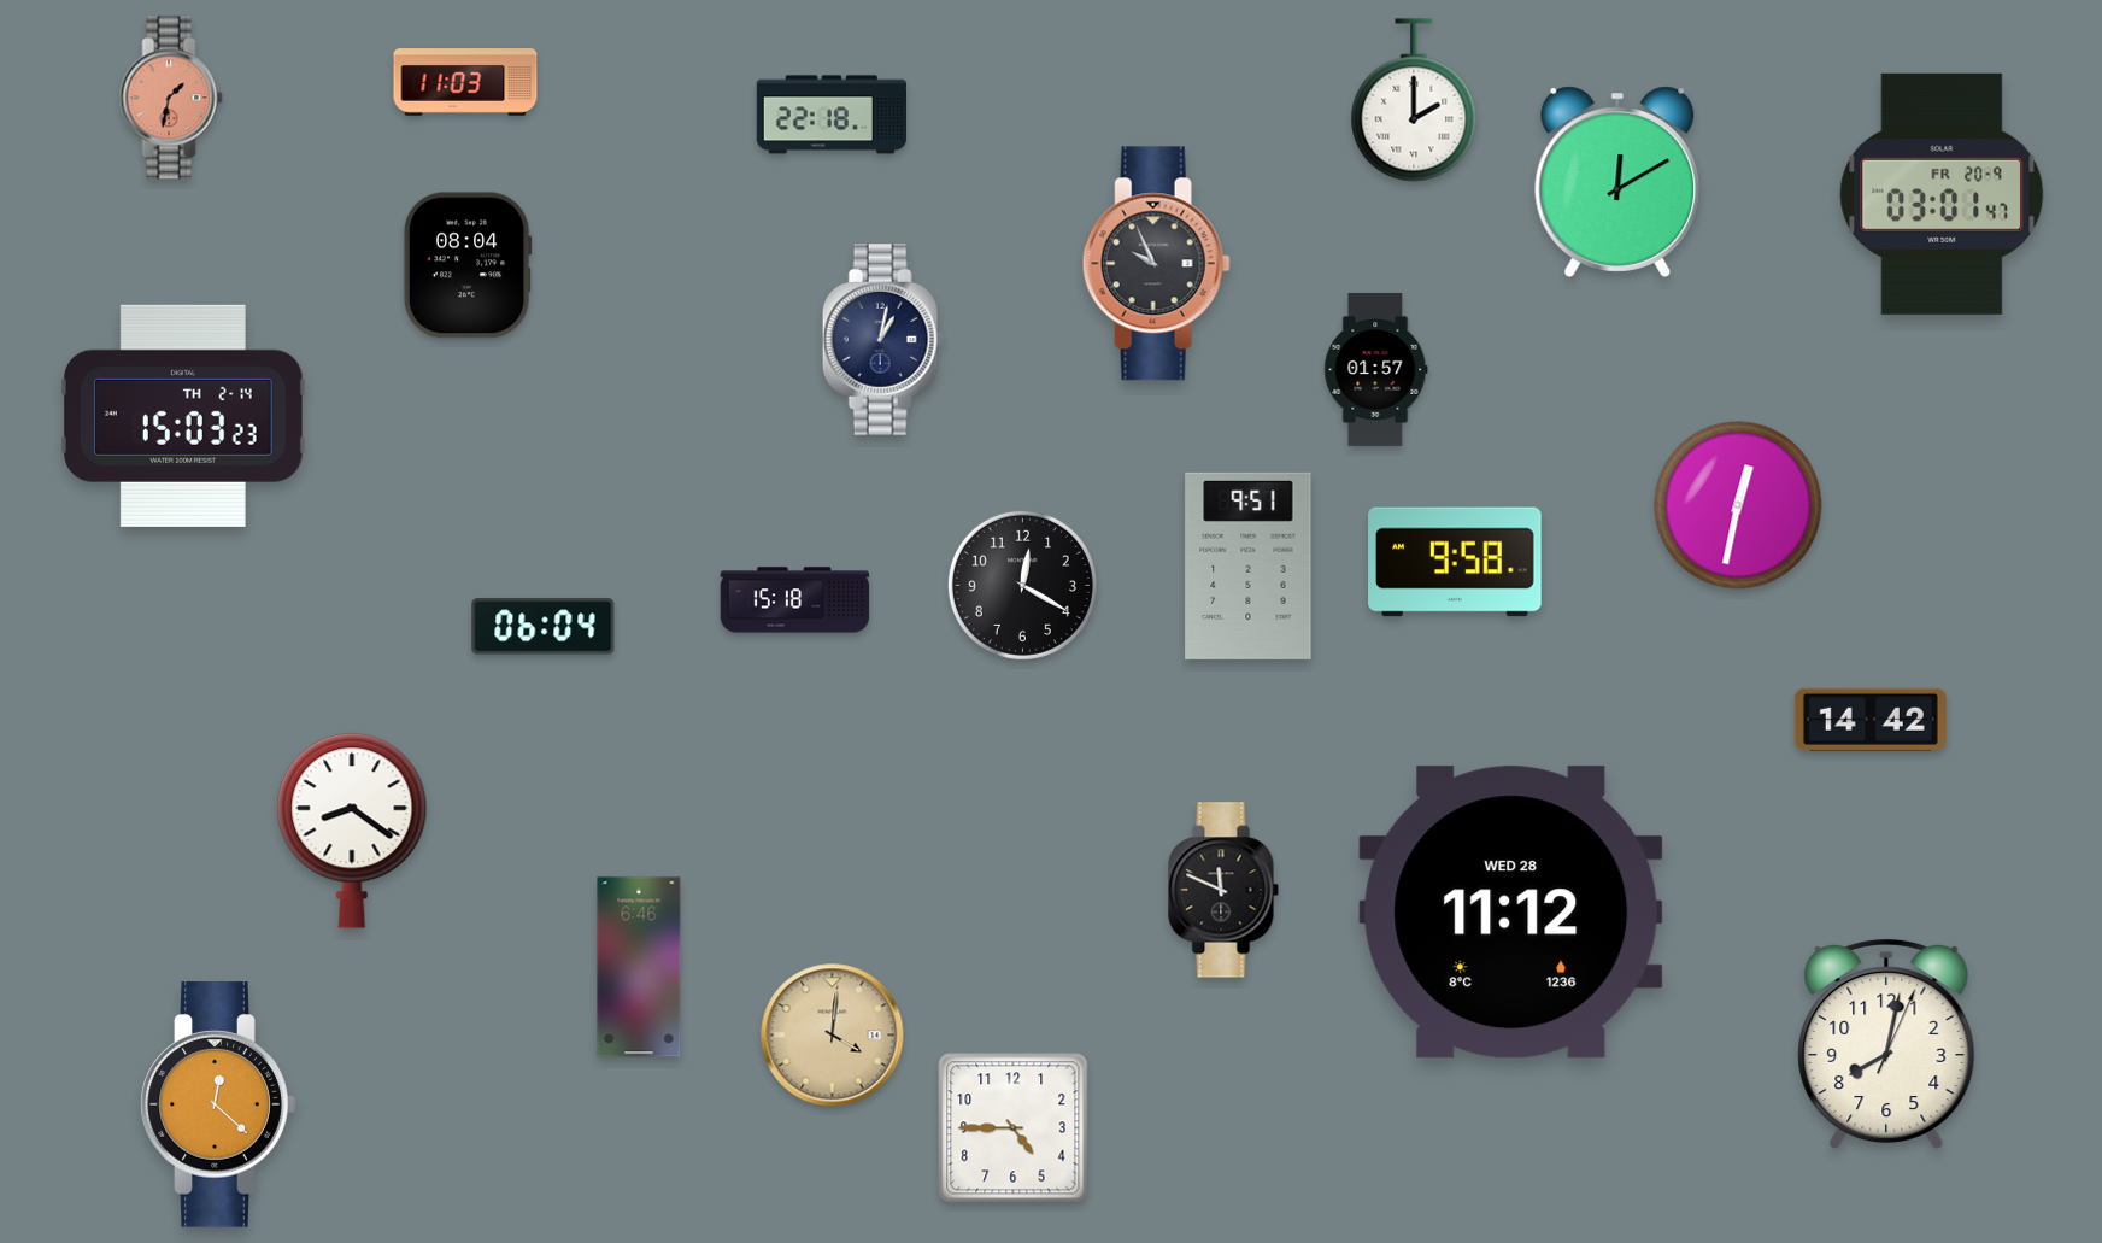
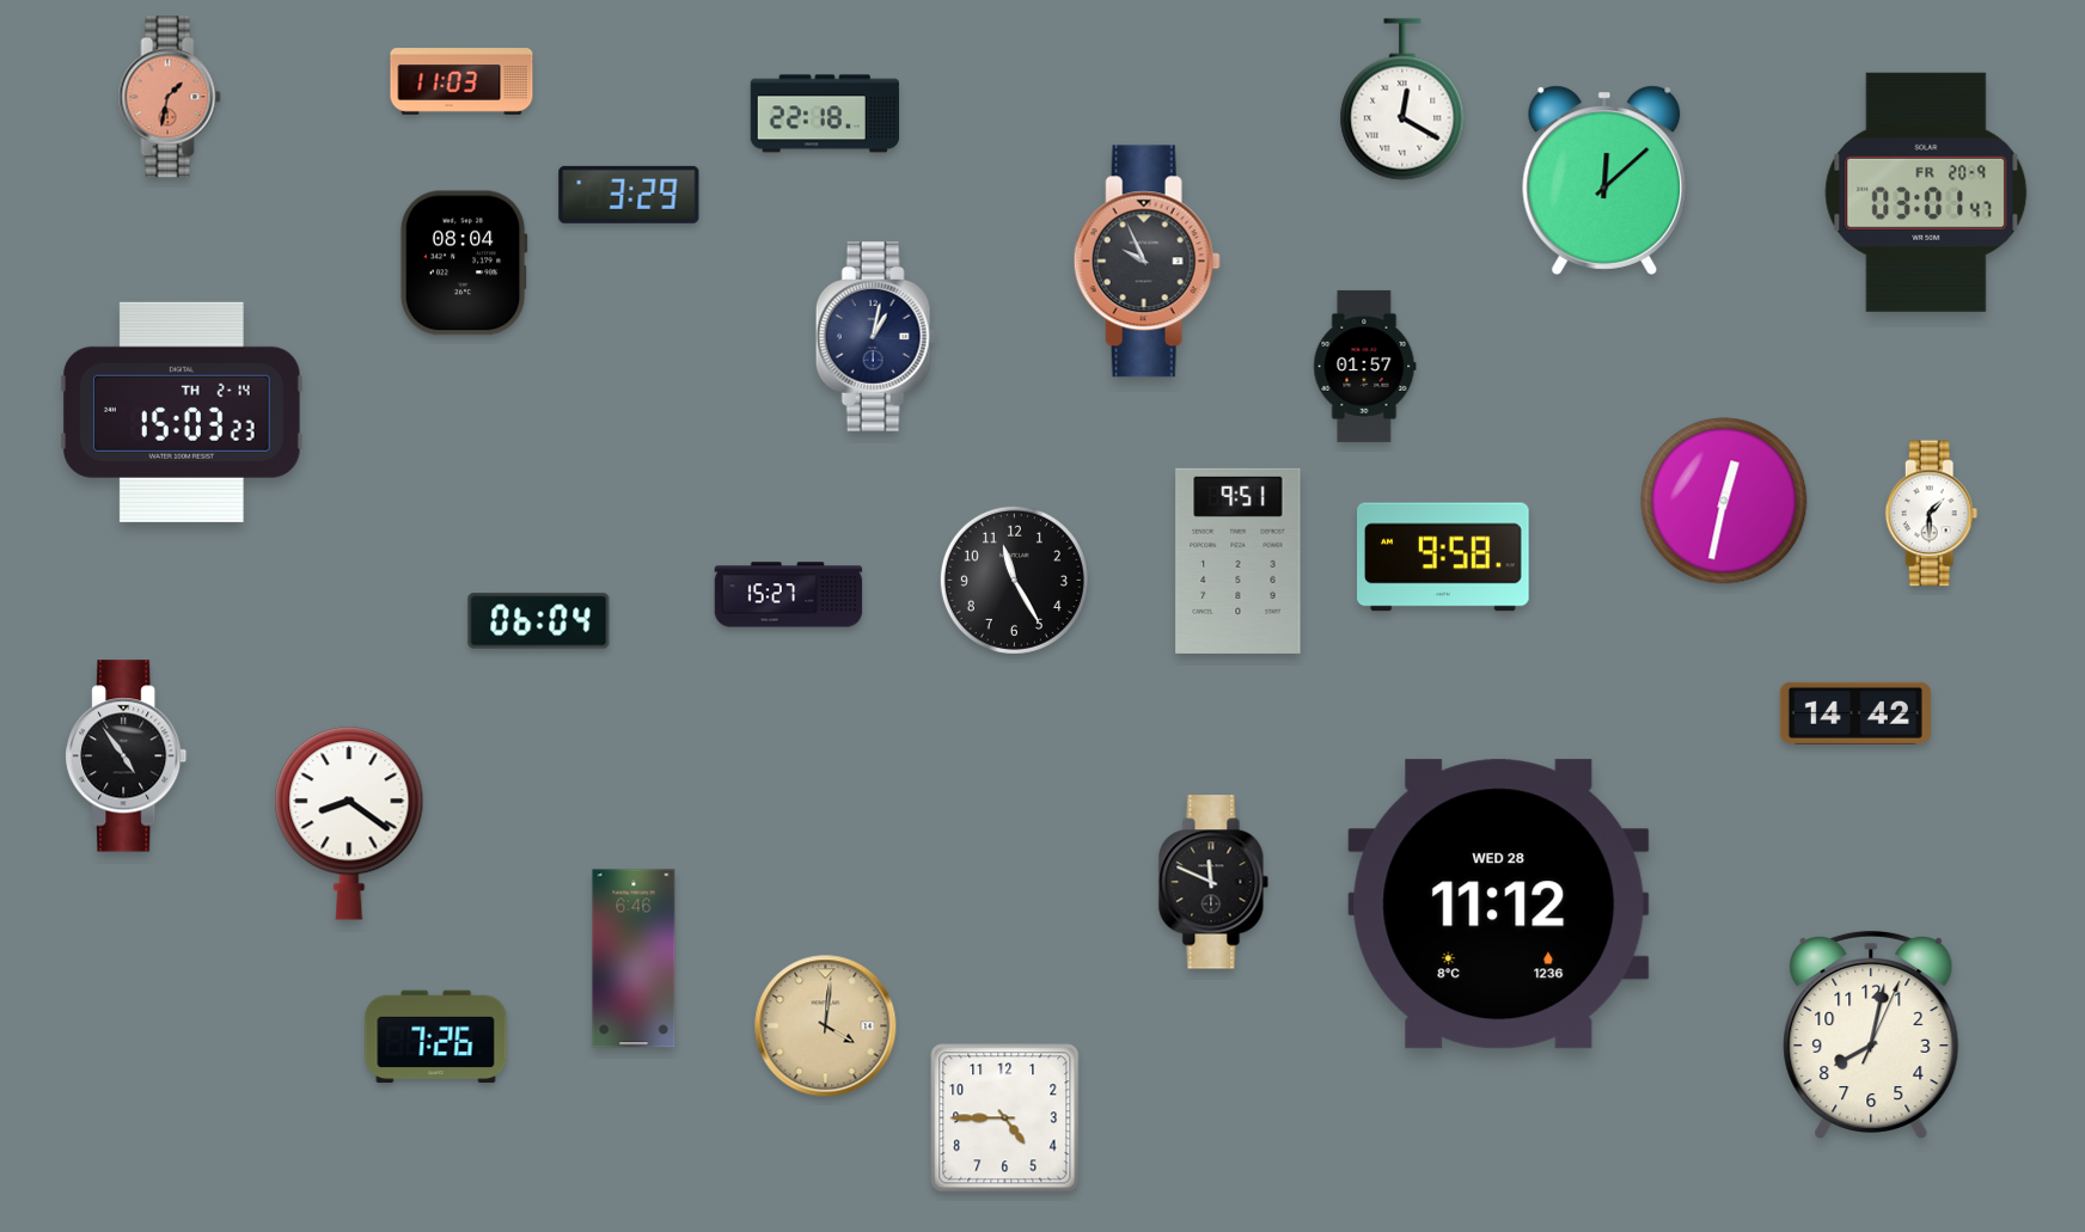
clock at (1414, 100): 2:00 -> 12:20
clock at (1617, 182): 12:10 -> 12:08
clock at (629, 195): none -> 3:29
clock at (1932, 514): none -> 1:30
clock at (1022, 585): 12:20 -> 11:25
clock at (795, 600): 15:18 -> 15:27
clock at (127, 756): none -> 4:54
clock at (436, 1037): none -> 7:26
clock at (218, 1104): 12:22 -> none
